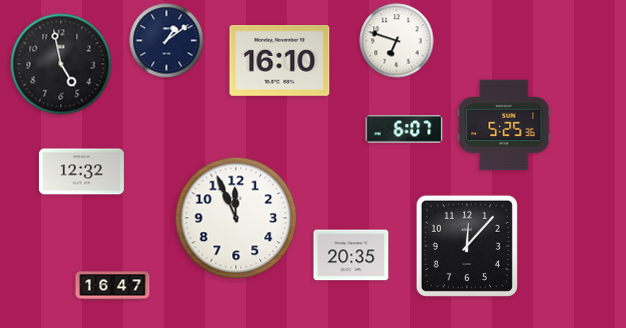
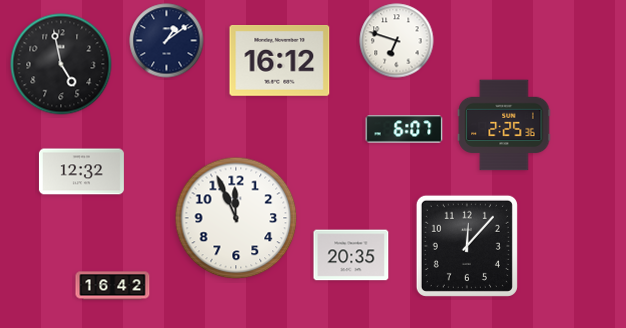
clock at (280, 61): 16:10 -> 16:12
clock at (504, 125): 5:25 -> 2:25
clock at (113, 286): 16:47 -> 16:42
